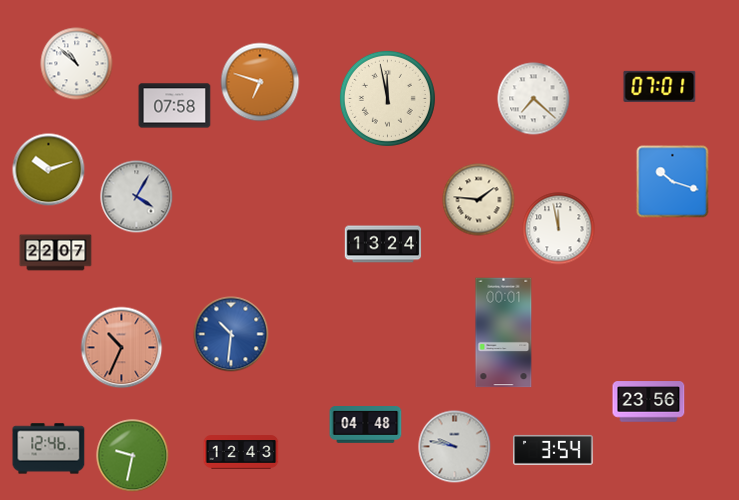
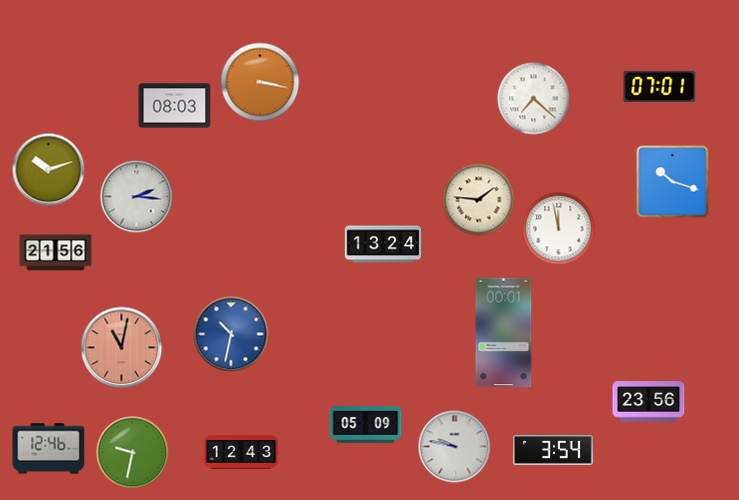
clock at (77, 64): 10:52 -> none
clock at (260, 82): 6:48 -> 3:17
clock at (387, 98): 11:58 -> none
clock at (175, 106): 07:58 -> 08:03
clock at (137, 197): 4:05 -> 2:16
clock at (56, 253): 22:07 -> 21:56
clock at (231, 334): 10:31 -> 10:32
clock at (122, 348): 10:34 -> 11:02
clock at (366, 425): 04:48 -> 05:09
clock at (133, 456) position: (133, 456) -> (133, 453)
